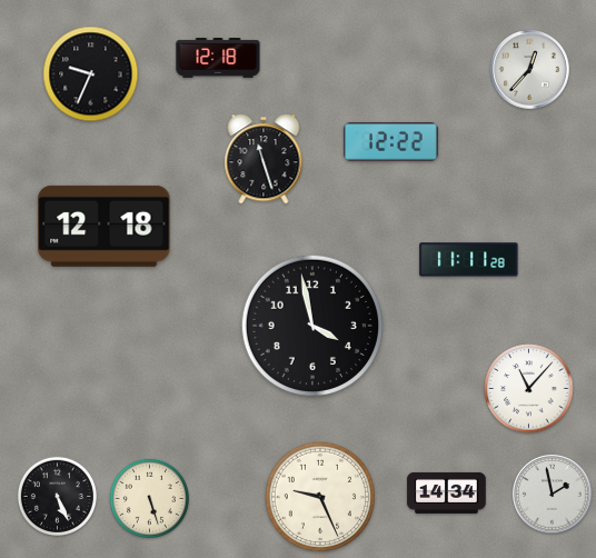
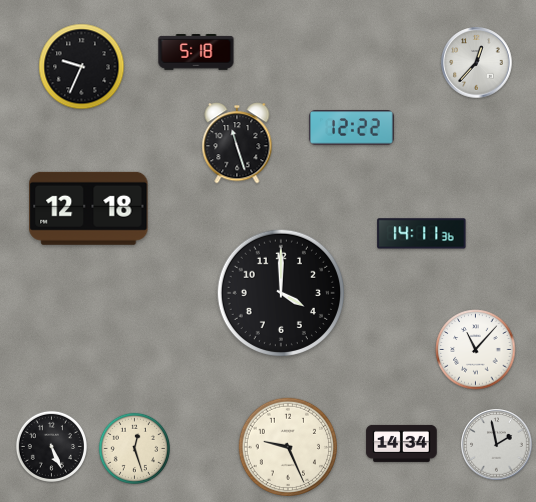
clock at (218, 59): 12:18 -> 5:18
clock at (105, 226) position: (105, 226) -> (89, 208)
clock at (469, 260): 11:11 -> 14:11
clock at (311, 325): 3:58 -> 4:00
clock at (149, 498): 5:27 -> 12:27
